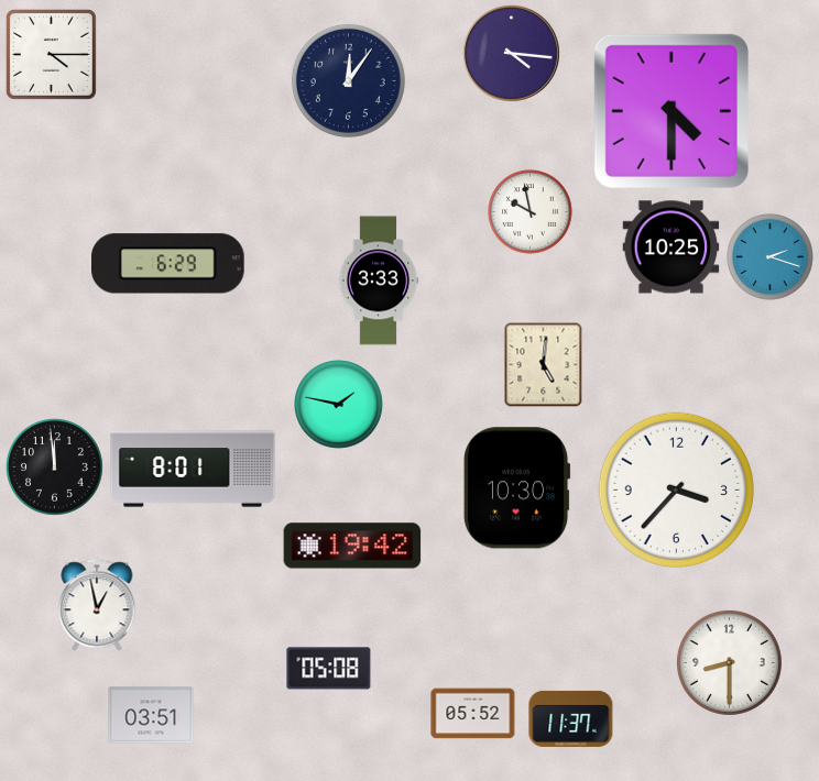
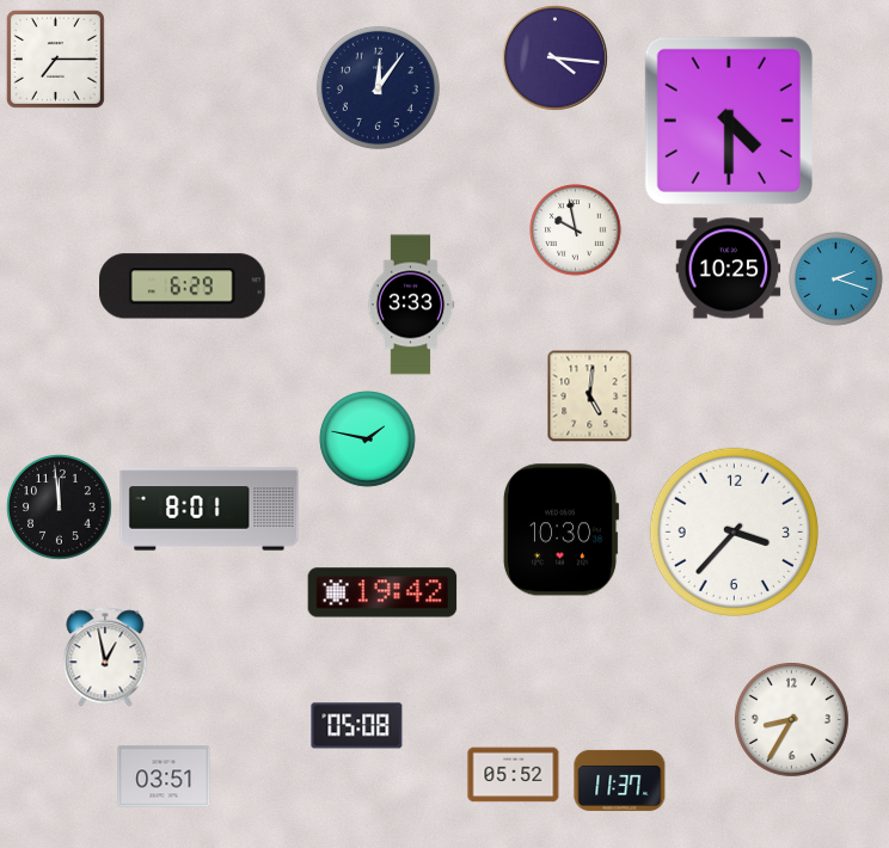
clock at (51, 54): 4:15 -> 7:15
clock at (729, 662): 8:30 -> 8:35
